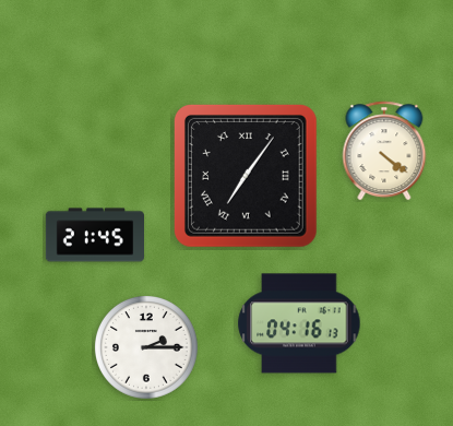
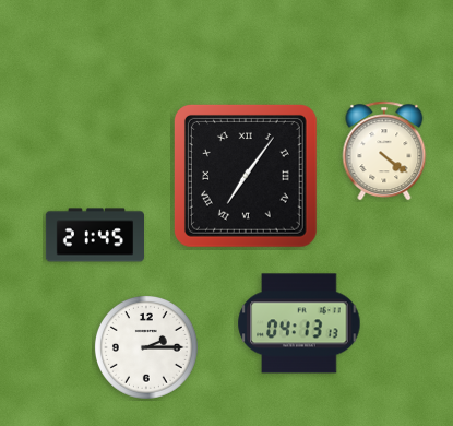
clock at (299, 323): 04:16 -> 04:13
